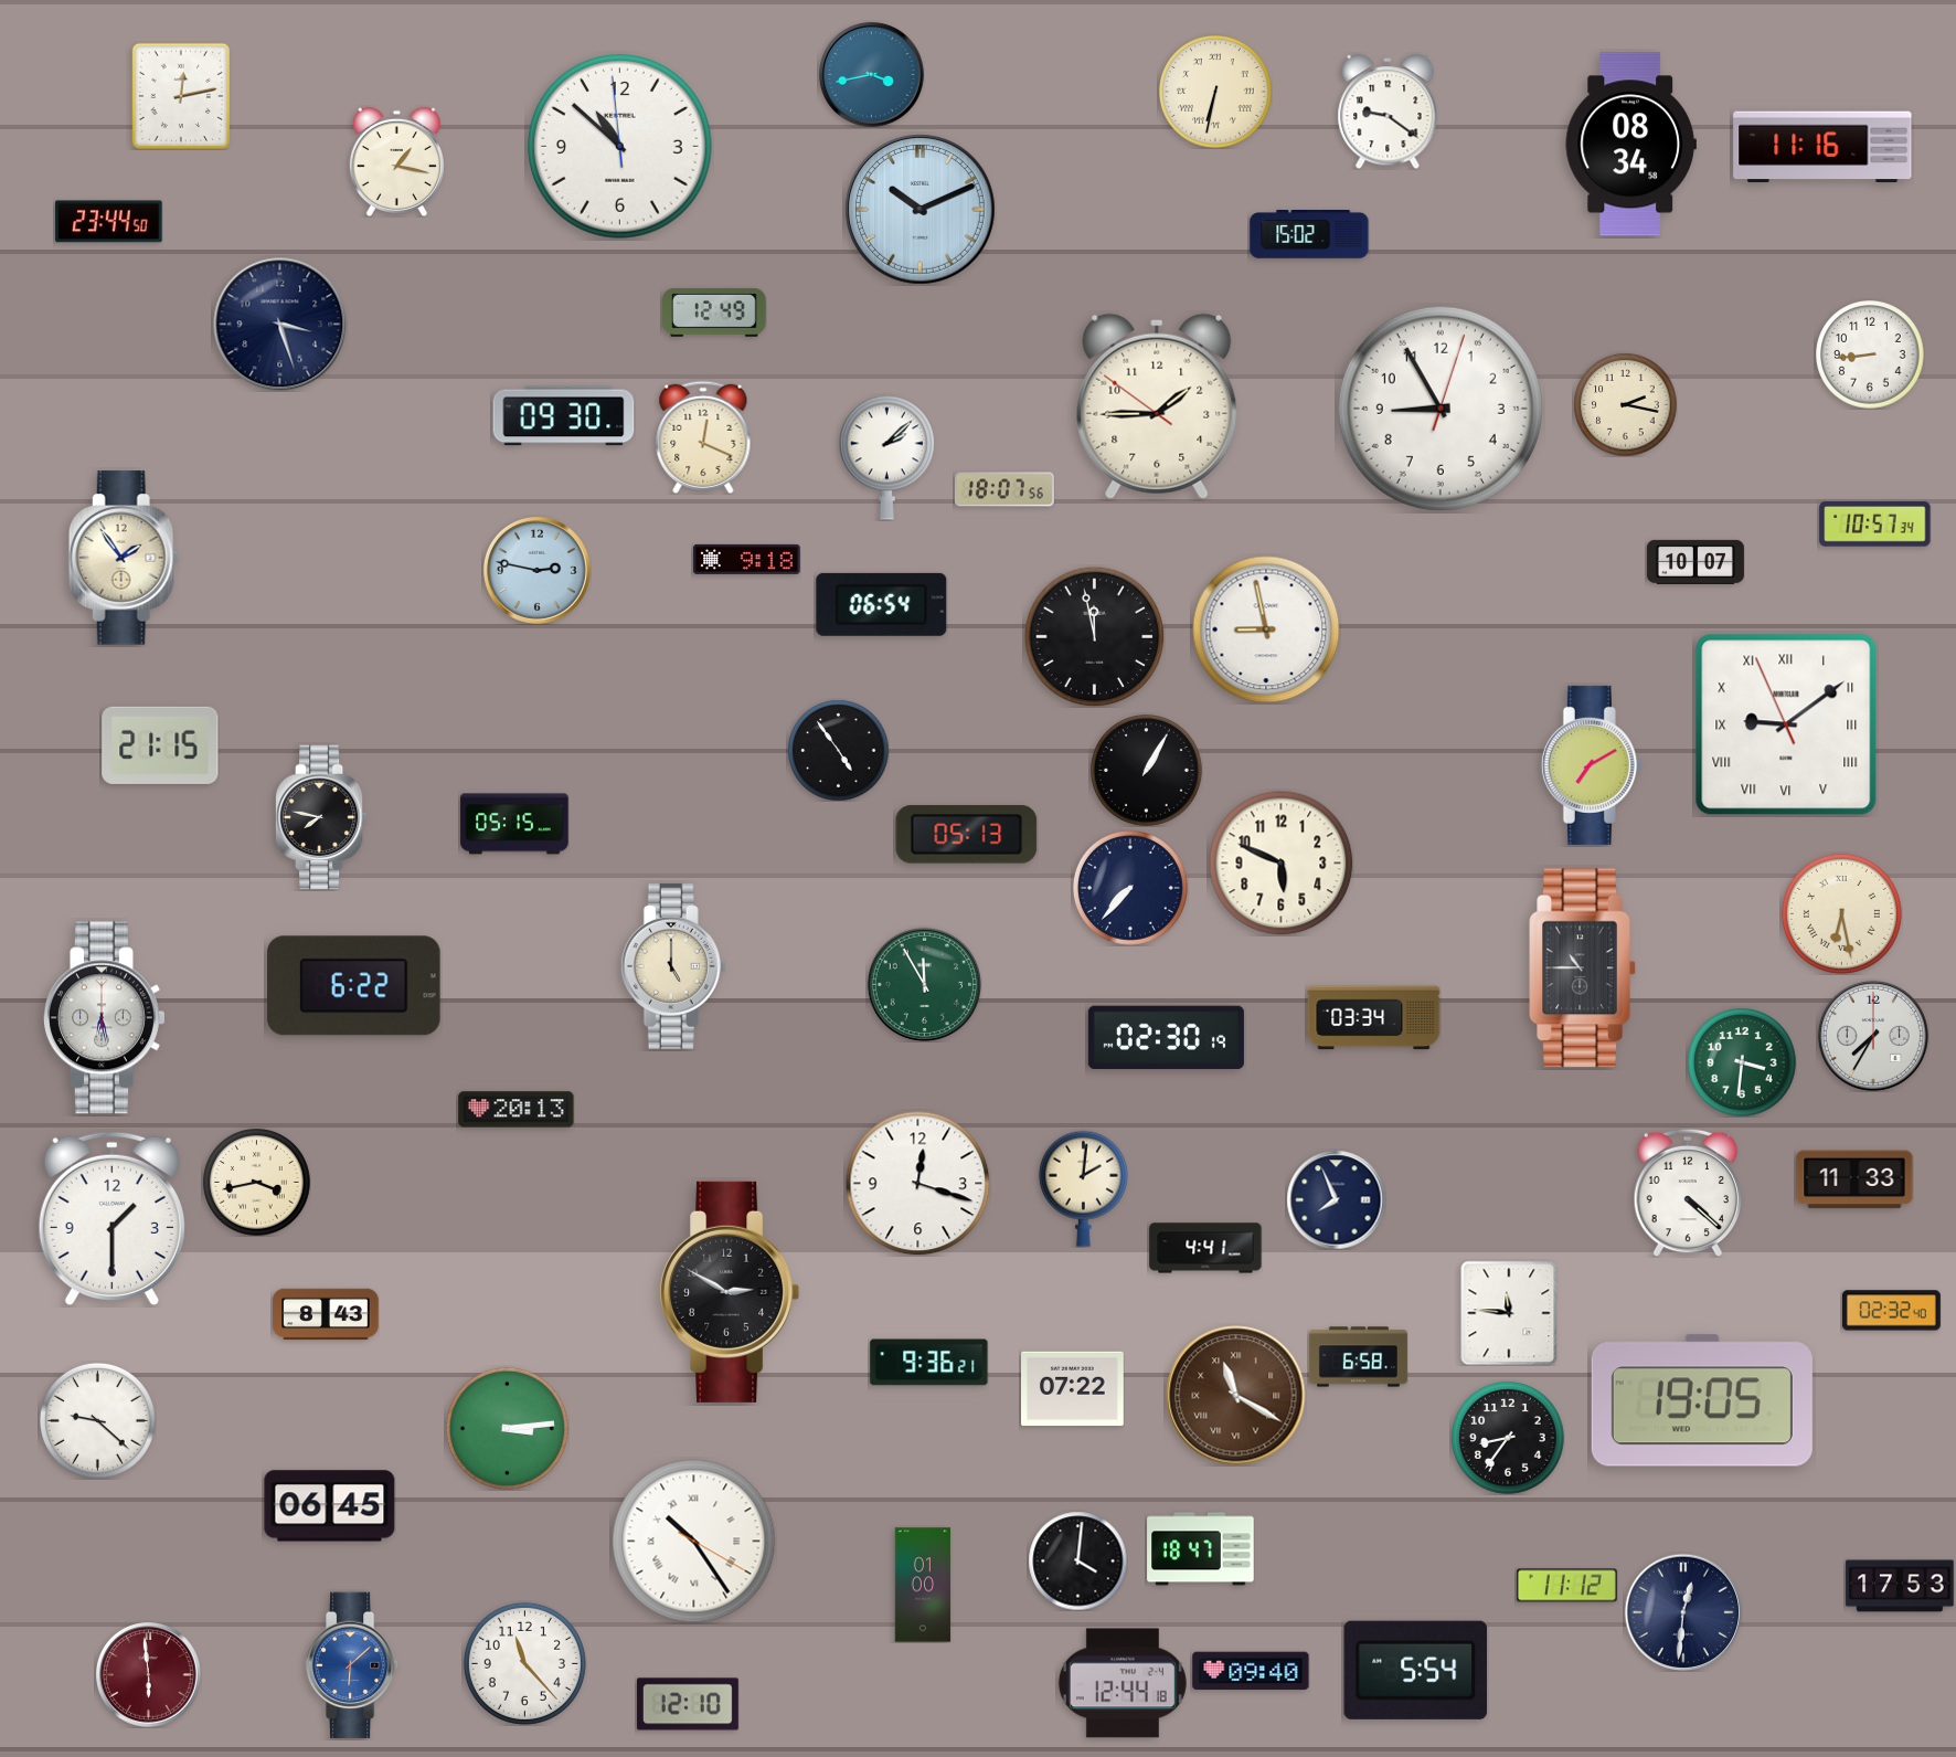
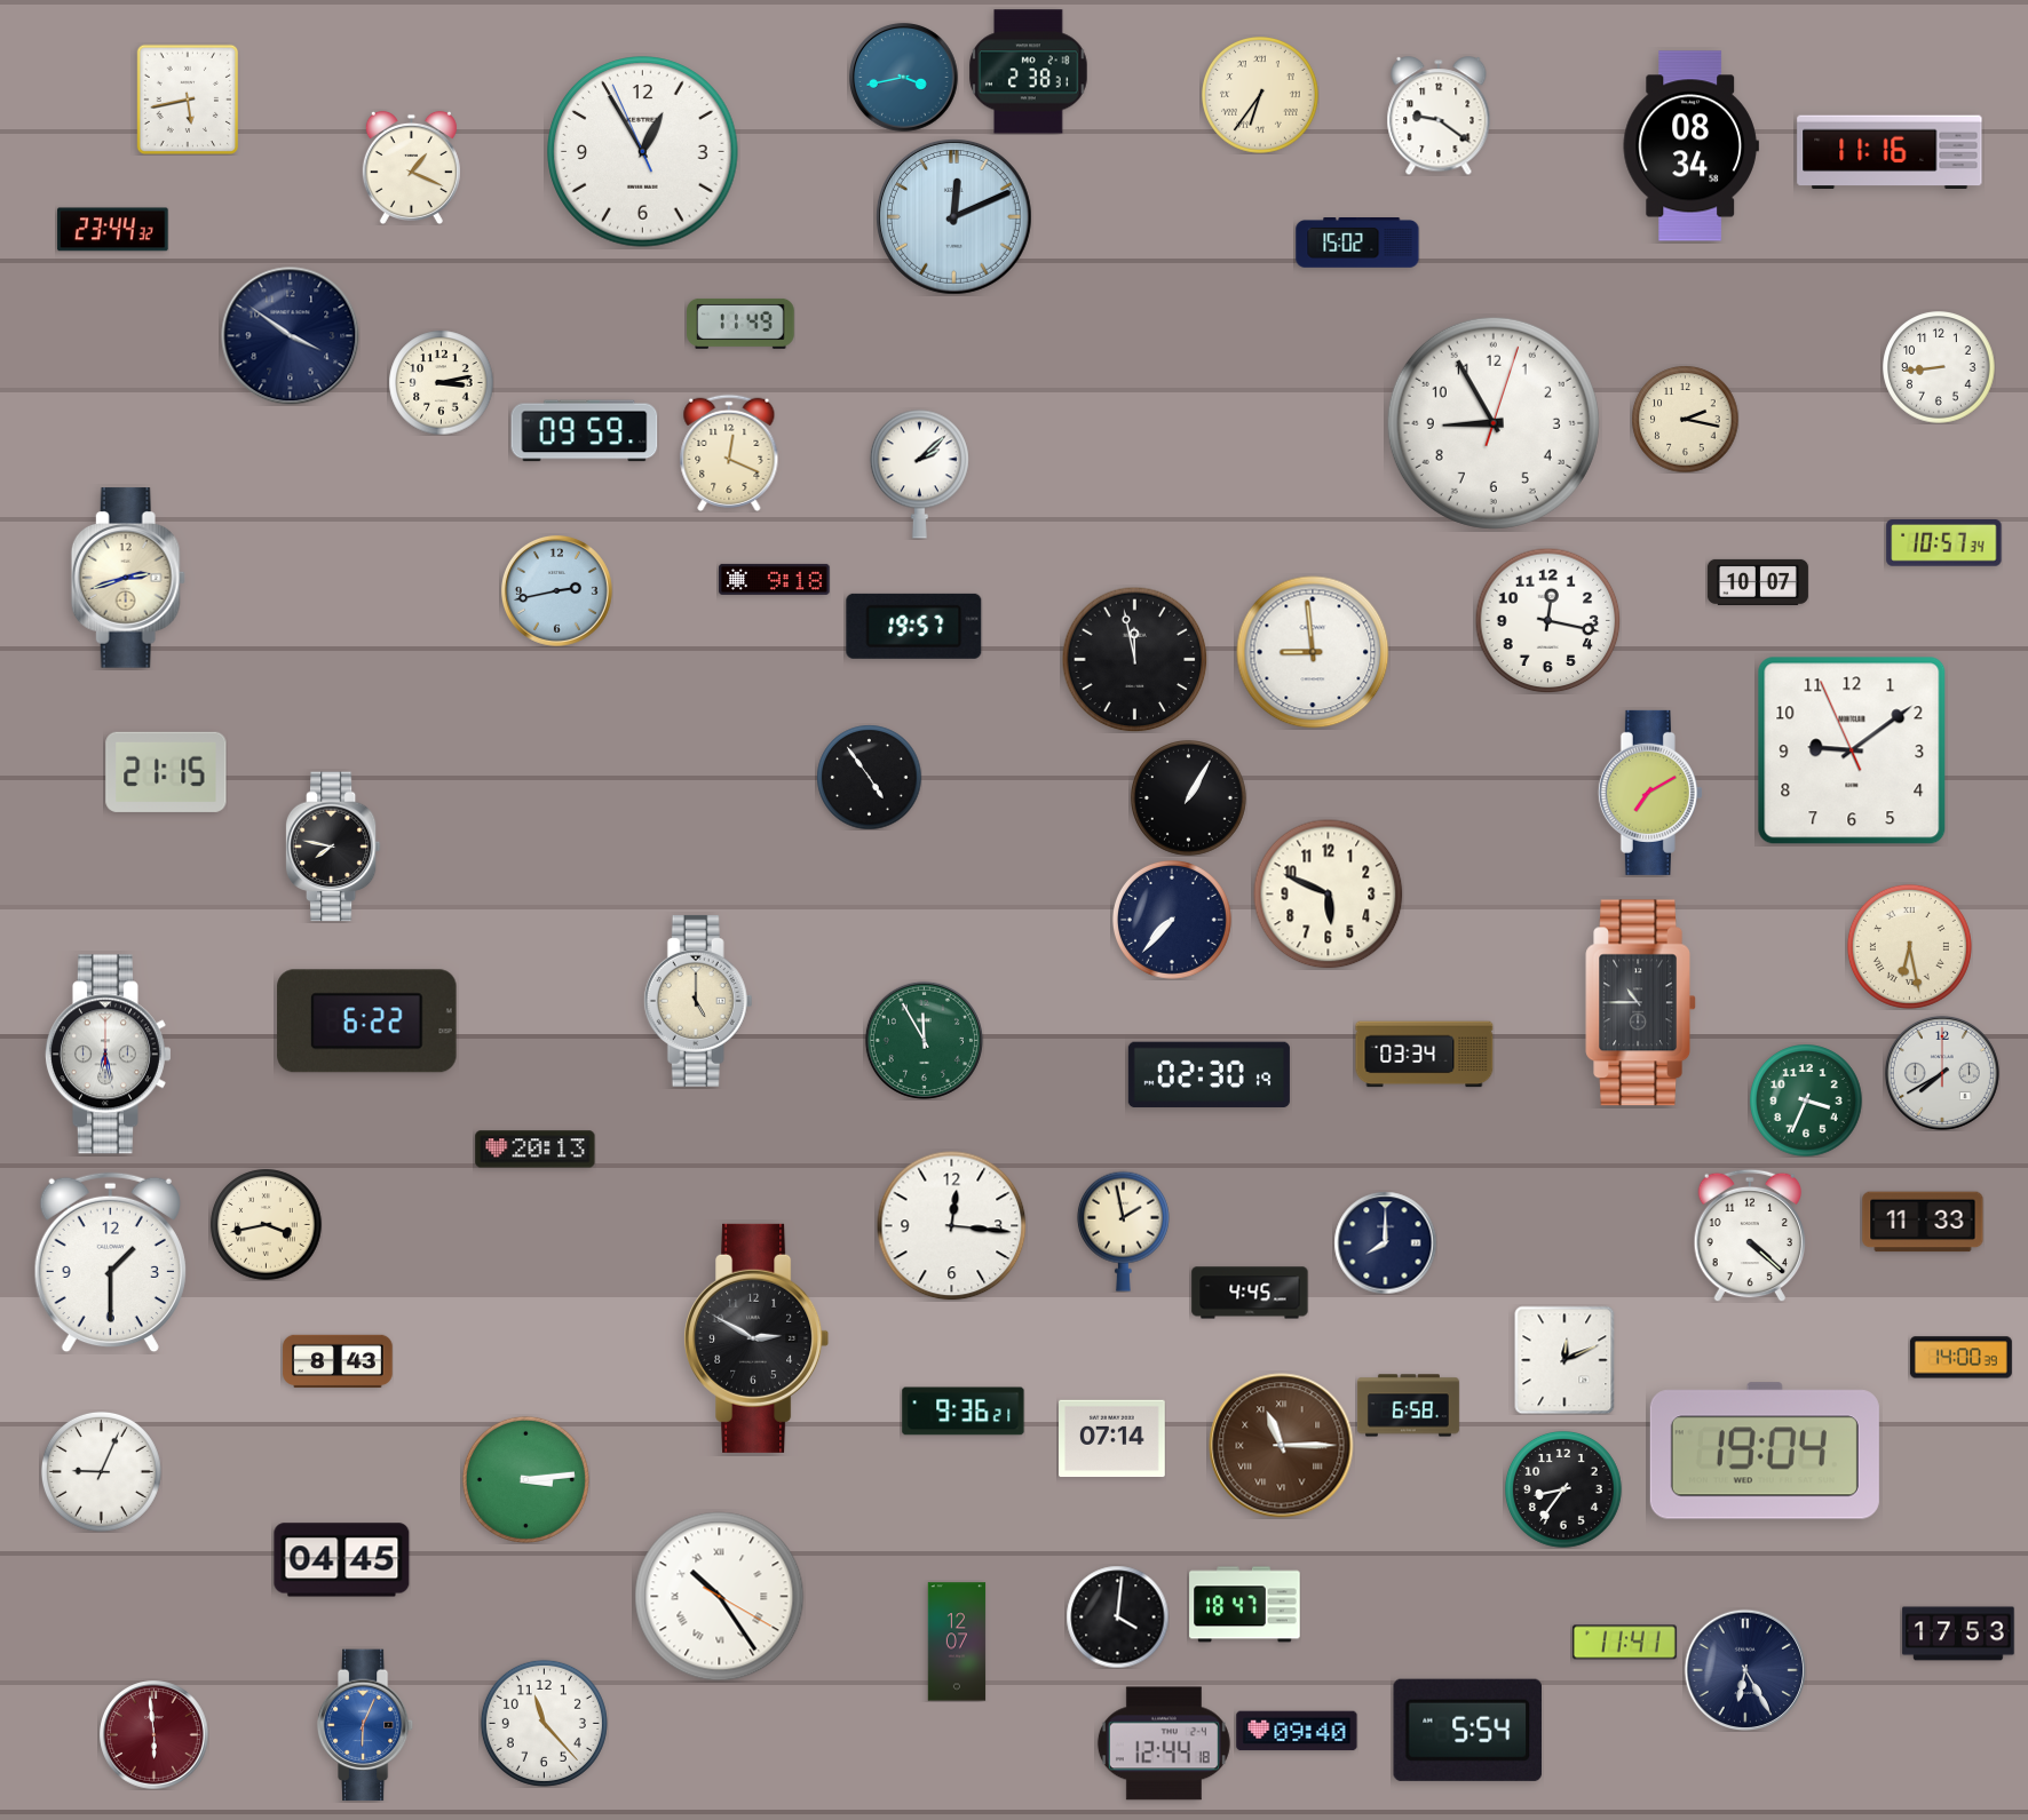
clock at (1029, 72): none -> 2:38
clock at (1216, 93): 6:32 -> 6:36
clock at (180, 96): 12:13 -> 5:43
clock at (1630, 145) position: (1630, 145) -> (1690, 146)
clock at (620, 147): 10:51 -> 12:54
clock at (396, 161): 1:17 -> 1:19
clock at (919, 209): 10:11 -> 12:11
clock at (109, 222): 23:44:50 -> 23:44:32
clock at (715, 313): 12:49 -> 11:49
clock at (280, 325): 3:27 -> 3:51
clock at (441, 382): none -> 3:13
clock at (1157, 406): 1:44 -> none
clock at (564, 416): 09:30 -> 09:59
clock at (1004, 489): 18:07 -> none
clock at (124, 558): 1:54 -> 2:42
clock at (536, 570): 2:47 -> 2:43
clock at (1547, 620): none -> 12:17
clock at (882, 604): 06:54 -> 19:57
clock at (1266, 629): 8:58 -> 8:59
clock at (1786, 724) numerals: Roman -> Arabic
clock at (514, 824): 05:15 -> none
clock at (967, 835): 05:13 -> none
clock at (924, 984) position: (924, 984) -> (924, 1040)
clock at (1873, 1036): 7:35 -> 7:40
clock at (1742, 1062): 3:31 -> 3:34
clock at (918, 1184): 12:18 -> 12:16
clock at (1083, 1188): 2:01 -> 1:58
clock at (1336, 1199): 7:56 -> 8:00
clock at (111, 1219) position: (111, 1219) -> (110, 1263)
clock at (1205, 1248): 4:41 -> 4:45
clock at (1891, 1311): 02:32 -> 14:00
clock at (1509, 1313): 11:46 -> 12:11
clock at (1073, 1389): 07:22 -> 07:14
clock at (1236, 1396): 11:20 -> 11:15
clock at (1702, 1400): 19:05 -> 19:04
clock at (97, 1420): 9:22 -> 9:04
clock at (330, 1506): 06:45 -> 04:45
clock at (923, 1585): 01:00 -> 12:07
clock at (1566, 1586): 11:12 -> 11:41
clock at (1900, 1586) position: (1900, 1586) -> (1958, 1634)
clock at (1683, 1612): 12:31 -> 6:25
clock at (352, 1665): 6:08 -> 6:04
clock at (689, 1704): 12:10 -> none
